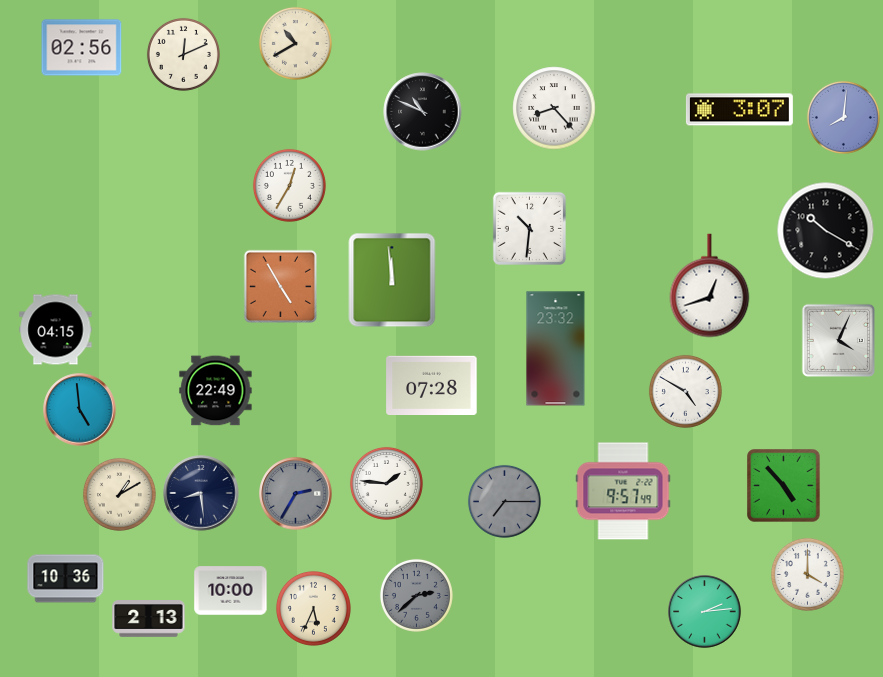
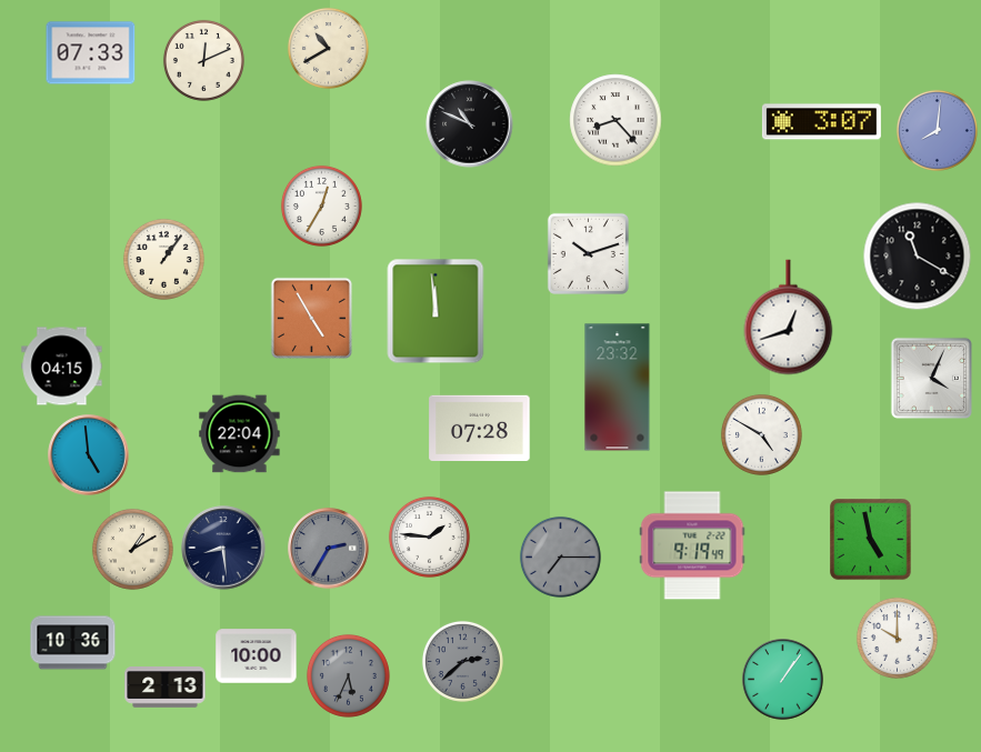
clock at (82, 48): 02:56 -> 07:33
clock at (529, 228): 10:31 -> 10:12
clock at (826, 231): 10:20 -> 11:20
clock at (163, 259): none -> 1:06
clock at (216, 391): 22:49 -> 22:04
clock at (784, 486): 4:53 -> 4:58
clock at (623, 491): 9:57 -> 9:19
clock at (807, 574): 4:00 -> 10:00
clock at (313, 608) dial: cream -> grey
clock at (705, 612): 2:14 -> 1:06
